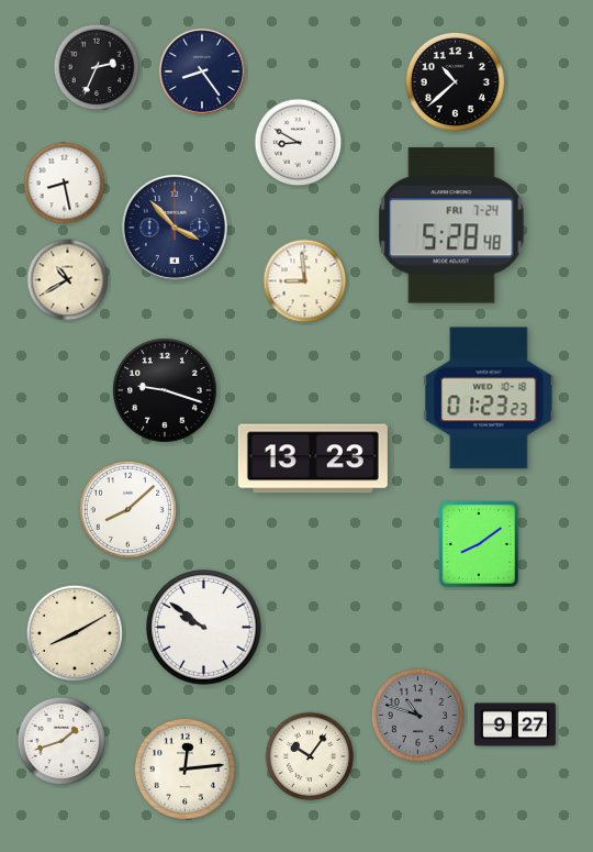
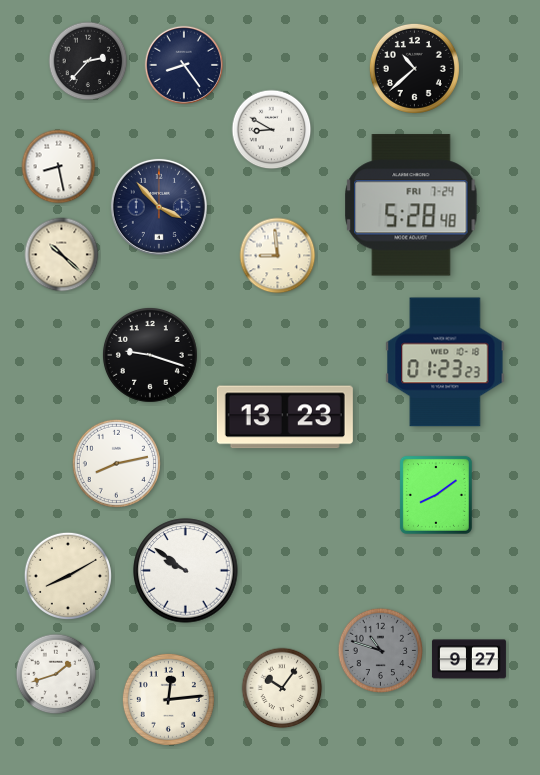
clock at (97, 67): 2:34 -> 2:37
clock at (455, 81) position: (455, 81) -> (414, 68)
clock at (68, 280): 10:40 -> 10:22
clock at (127, 509): 8:08 -> 8:13
